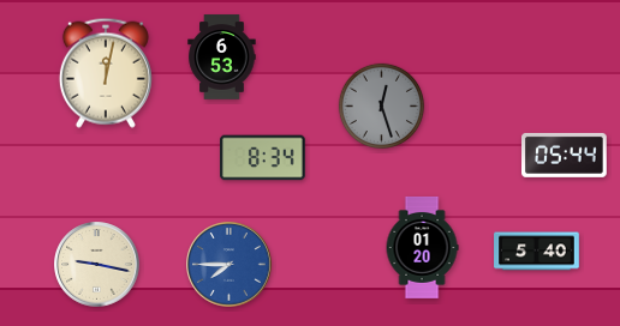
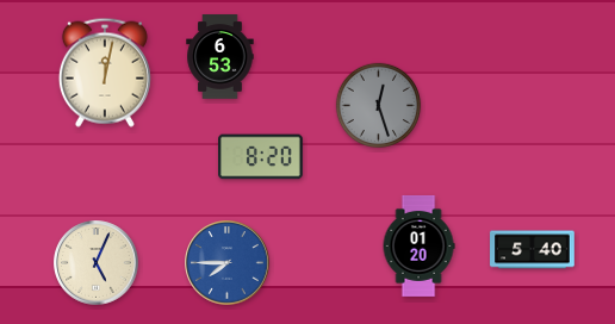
clock at (565, 155): 05:44 -> none
clock at (263, 158): 8:34 -> 8:20
clock at (97, 265): 9:17 -> 5:04
